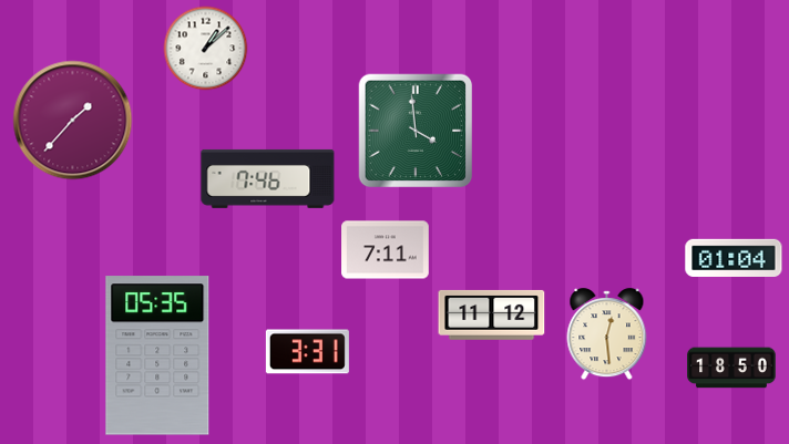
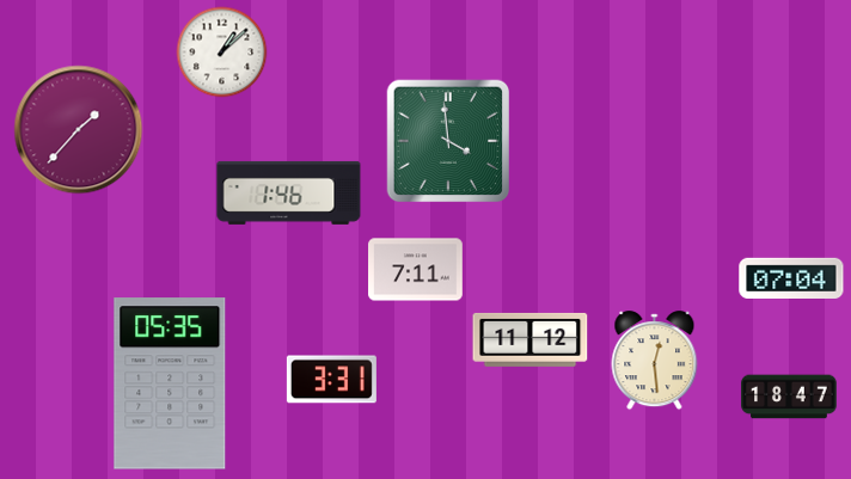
clock at (268, 178): 7:46 -> 1:46
clock at (734, 258): 01:04 -> 07:04
clock at (731, 368): 18:50 -> 18:47
